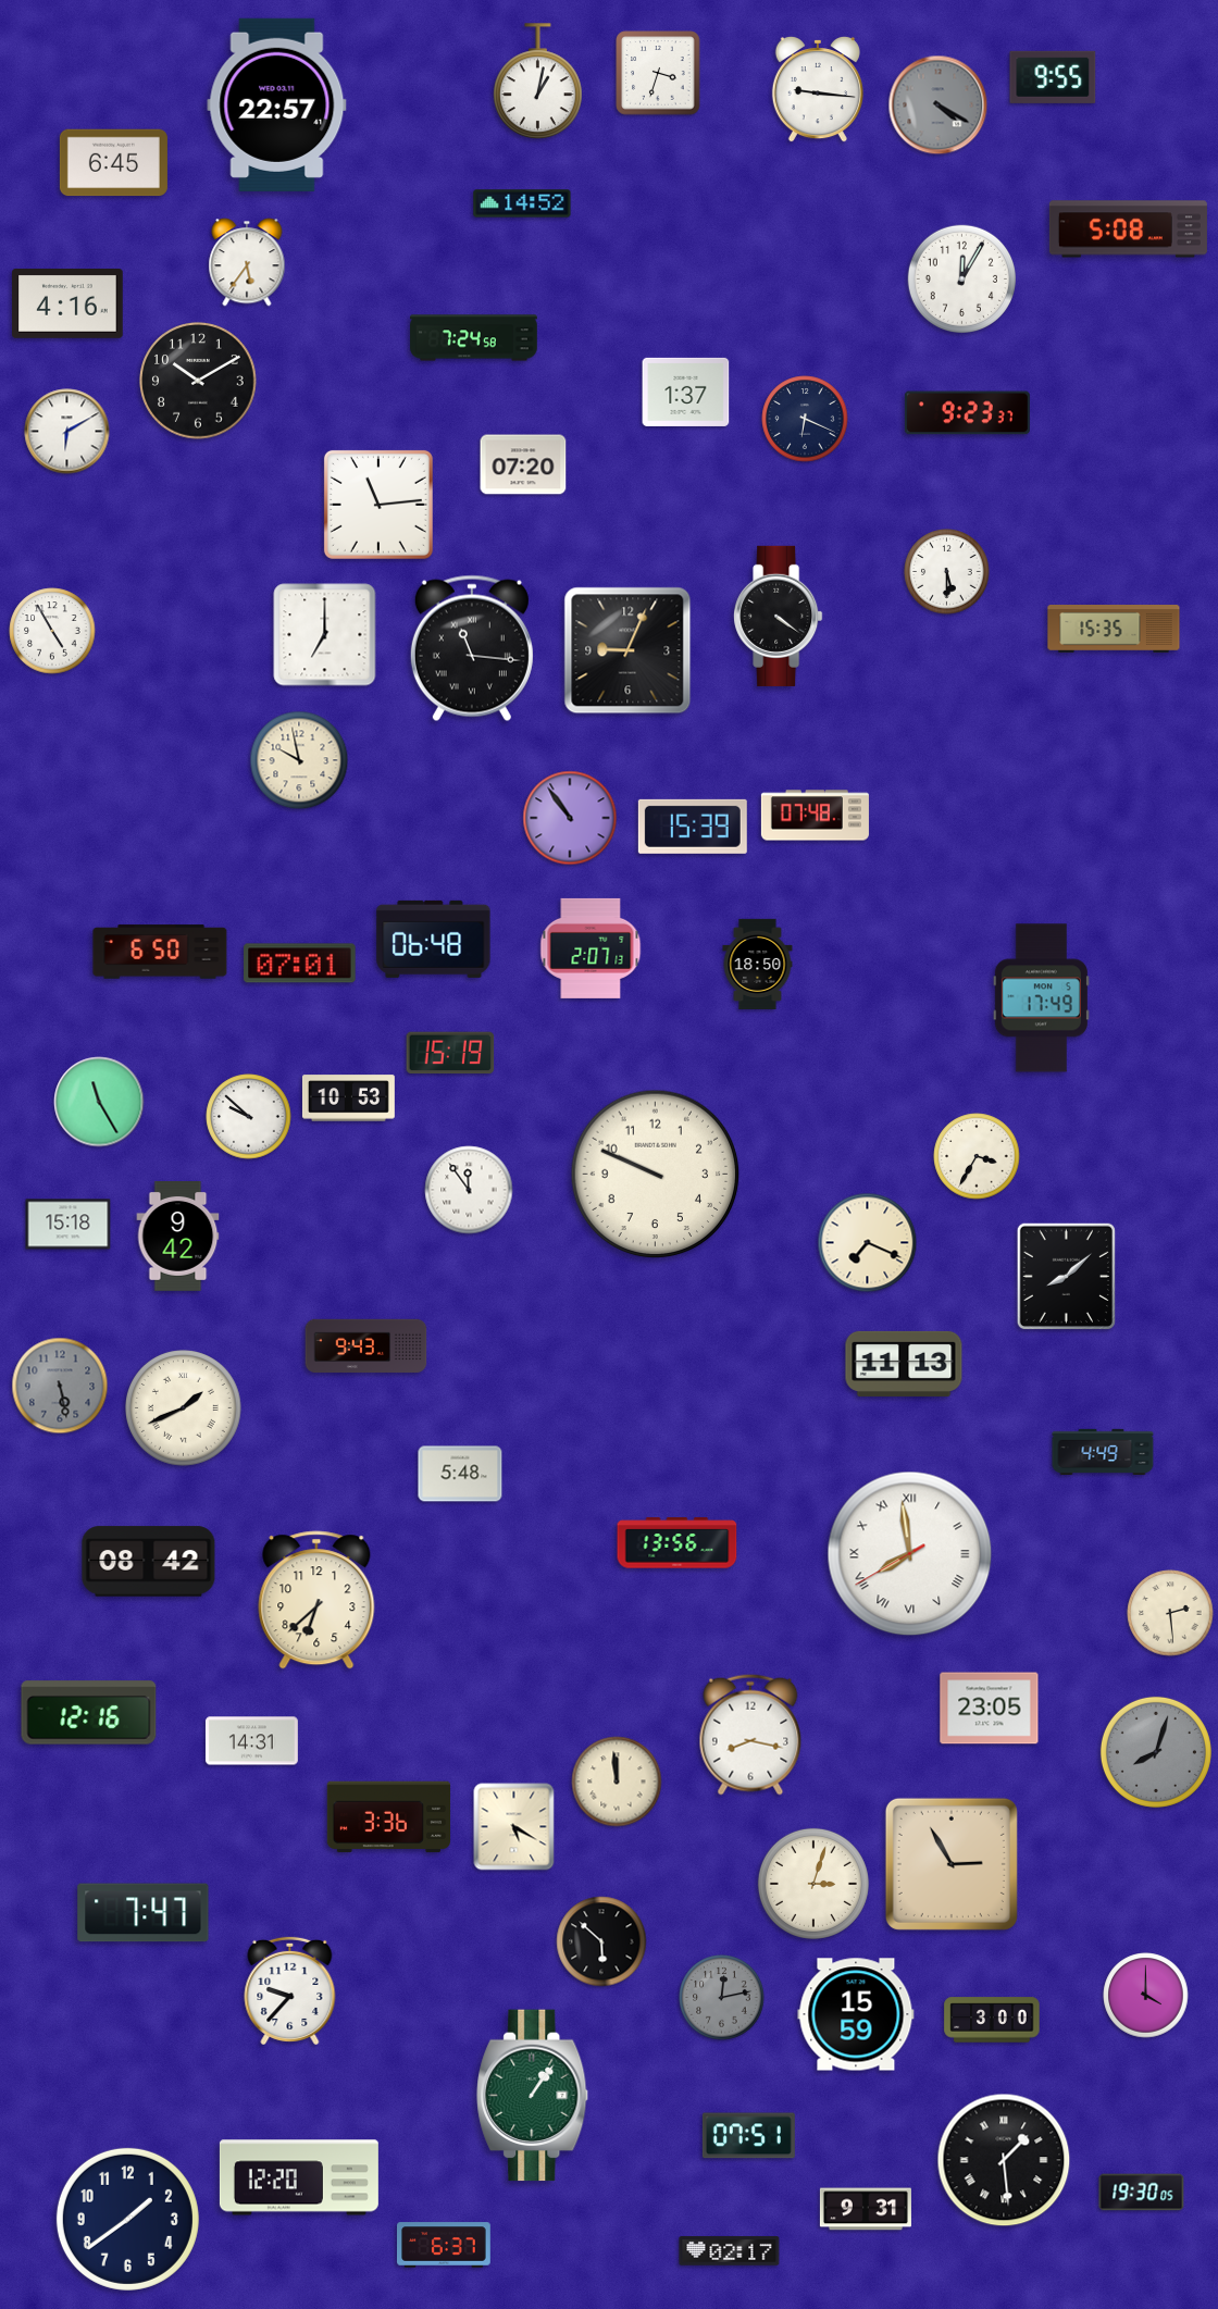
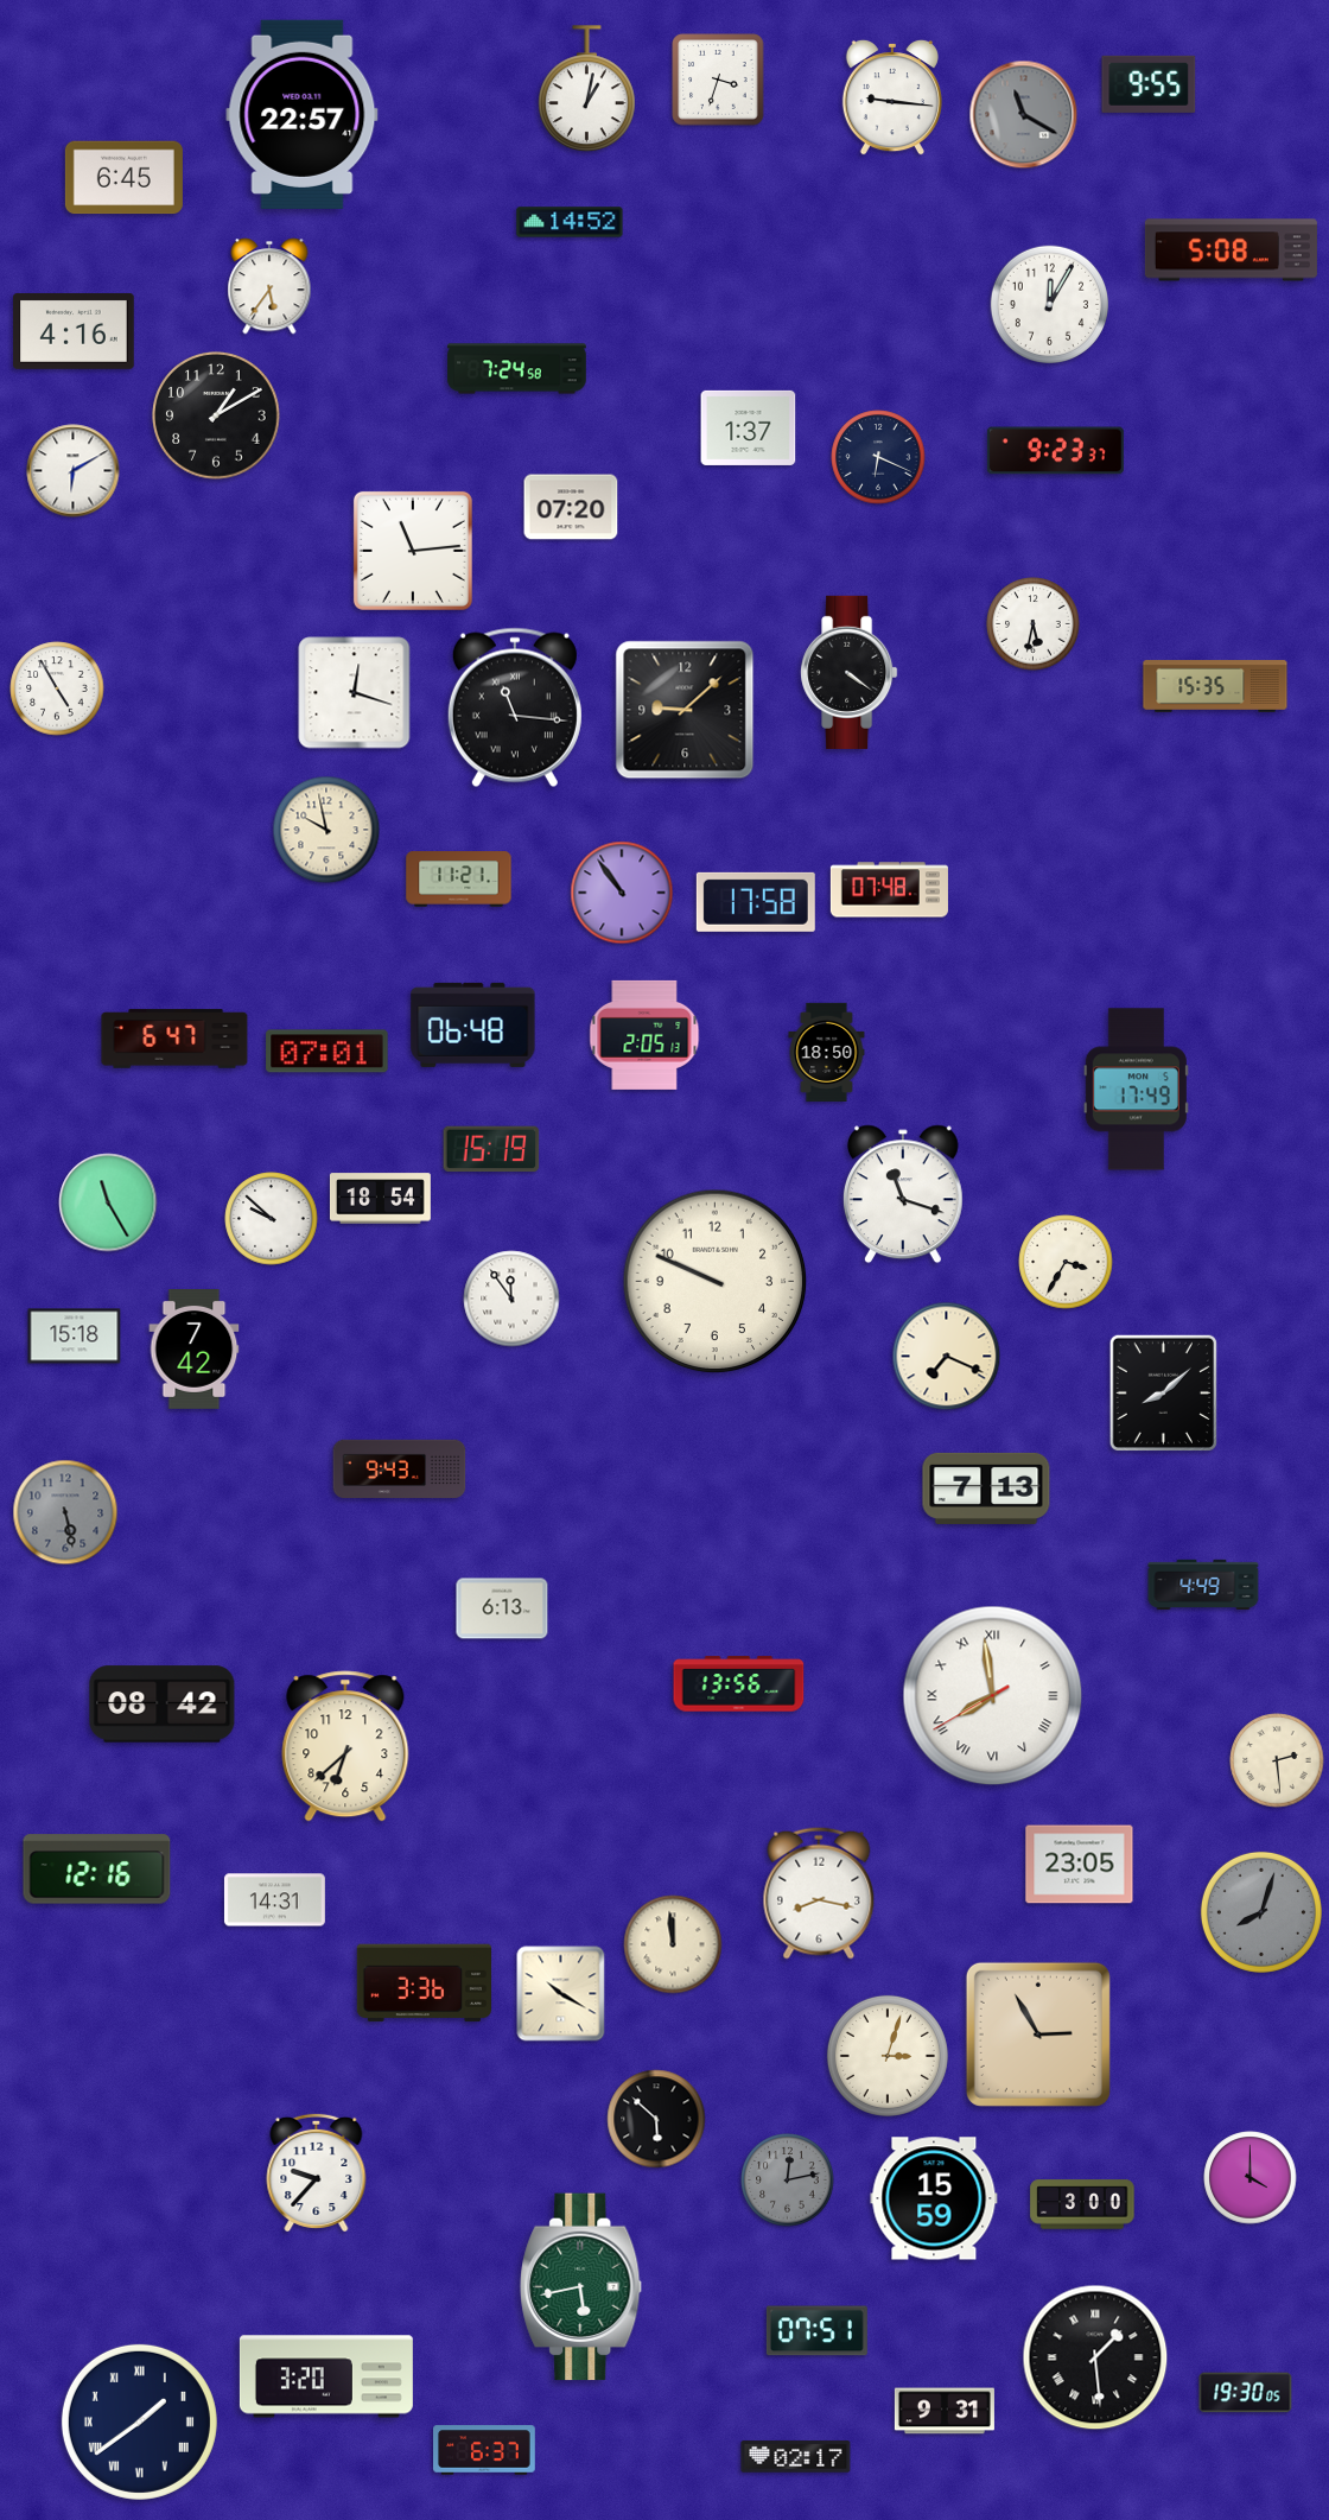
clock at (939, 105): 4:20 -> 11:20
clock at (198, 381): 10:10 -> 1:10
clock at (947, 572): 5:30 -> 5:32
clock at (325, 635): 7:00 -> 12:18
clock at (627, 650): 9:04 -> 9:08
clock at (459, 880): none -> 11:21
clock at (693, 827): 15:39 -> 17:58
clock at (591, 948): 2:07 -> 2:05
clock at (160, 952): 6:50 -> 6:47
clock at (903, 1194): none -> 11:18
clock at (348, 1098): 10:53 -> 18:54
clock at (178, 1237): 9:42 -> 7:42
clock at (904, 1364): 11:13 -> 7:13
clock at (184, 1408): 1:41 -> none
clock at (460, 1474): 5:48 -> 6:13
clock at (514, 1827): 5:20 -> 10:20
clock at (144, 1913): 7:47 -> none
clock at (533, 2096): 1:06 -> 5:43
clock at (299, 2177): 12:20 -> 3:20
clock at (127, 2219) numerals: Arabic -> Roman
